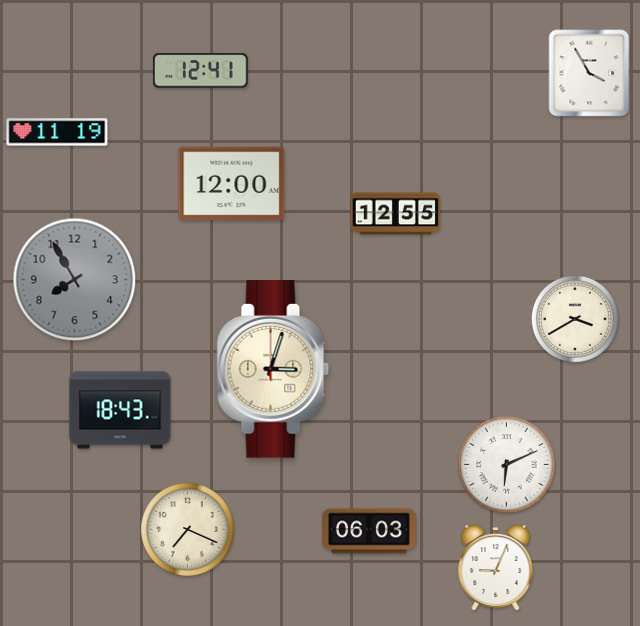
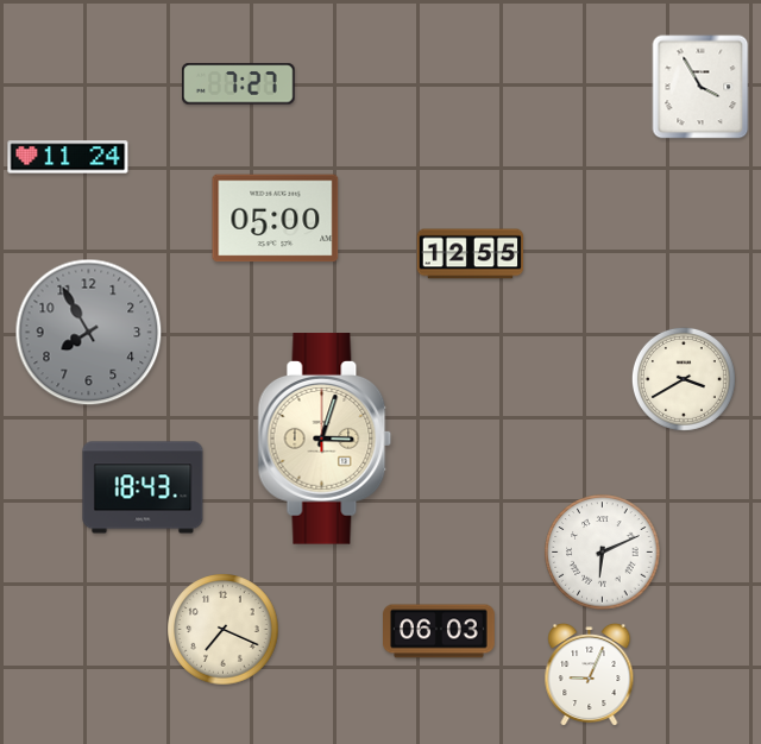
clock at (201, 71): 12:41 -> 7:27
clock at (57, 132): 11:19 -> 11:24
clock at (232, 184): 12:00 -> 05:00
